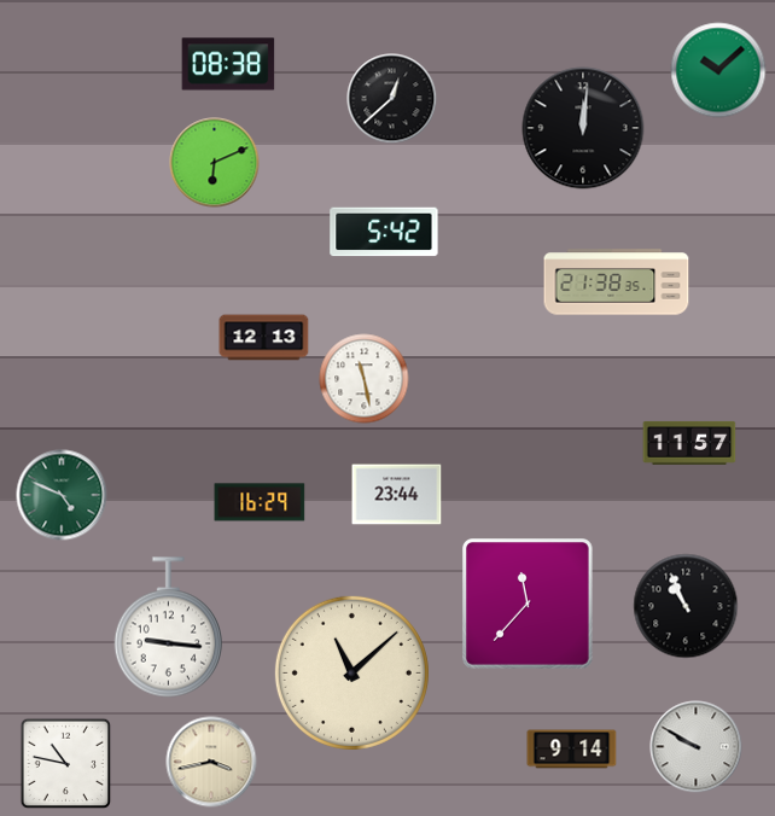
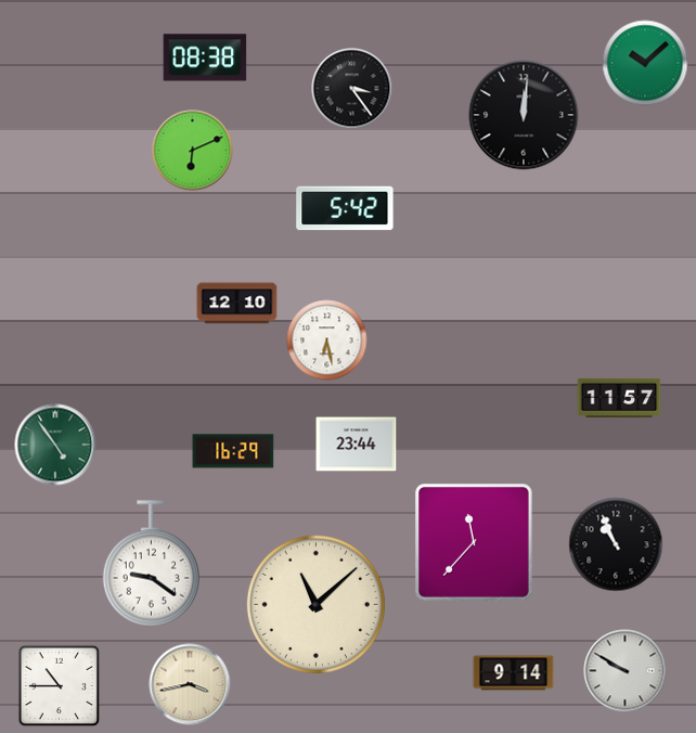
clock at (392, 99): 12:38 -> 3:24
clock at (215, 163) position: (215, 163) -> (193, 151)
clock at (617, 282): 21:38 -> none
clock at (264, 338): 12:13 -> 12:10
clock at (365, 379): 11:28 -> 6:28
clock at (62, 495): 4:49 -> 4:54
clock at (168, 628): 9:16 -> 9:21
clock at (66, 764): 10:47 -> 10:45
